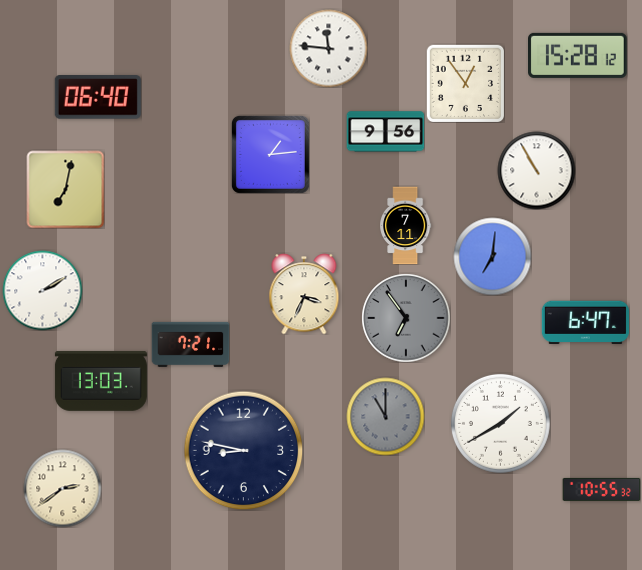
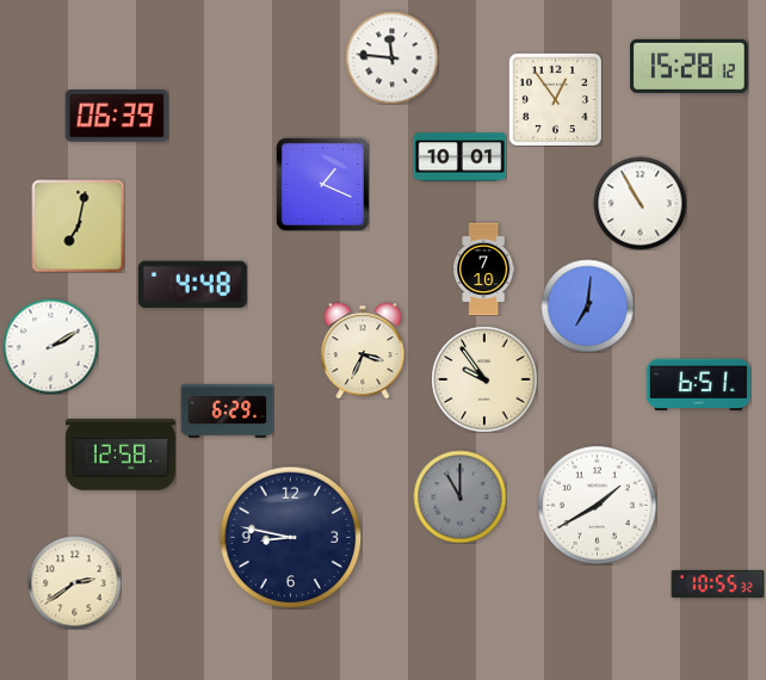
clock at (98, 98): 06:40 -> 06:39
clock at (385, 132): 9:56 -> 10:01
clock at (270, 154): 1:14 -> 1:19
clock at (406, 225): 7:11 -> 7:10
clock at (192, 284): none -> 4:48
clock at (406, 318): 6:54 -> 9:54
clock at (406, 318) dial: grey -> cream
clock at (585, 322): 6:47 -> 6:51
clock at (190, 344): 7:21 -> 6:29
clock at (101, 381): 13:03 -> 12:58
